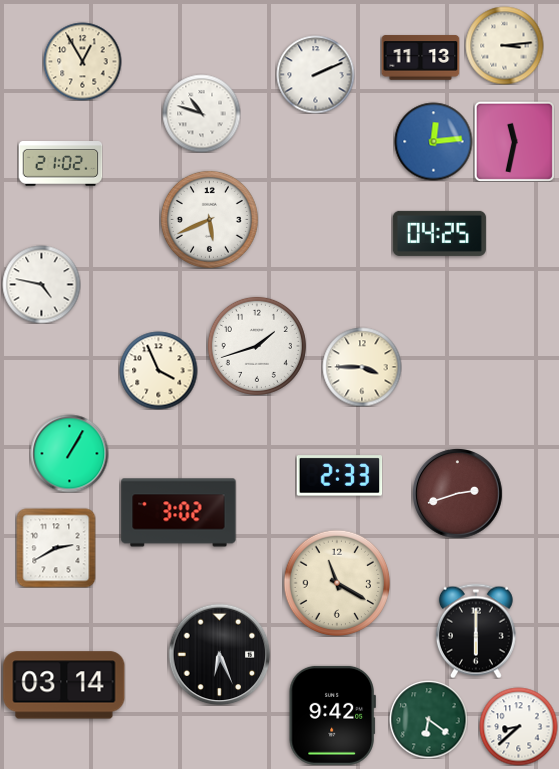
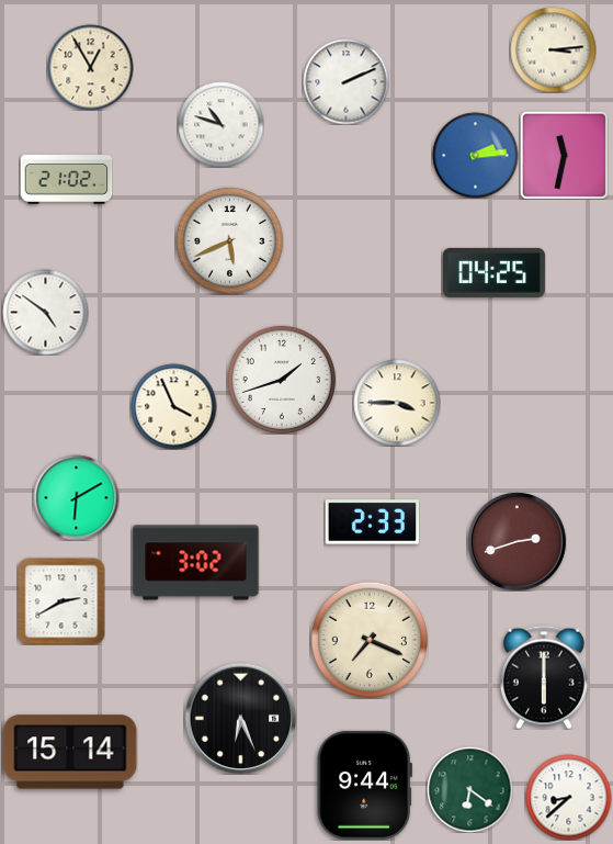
clock at (420, 58): 11:13 -> none
clock at (433, 141): 12:14 -> 2:14
clock at (439, 233) position: (439, 233) -> (493, 272)
clock at (41, 284): 4:47 -> 4:51
clock at (69, 453): 1:05 -> 6:10
clock at (458, 494) position: (458, 494) -> (518, 542)
clock at (337, 583): 11:20 -> 7:19
clock at (476, 631) position: (476, 631) -> (544, 677)
clock at (64, 685): 03:14 -> 15:14
clock at (332, 715): 9:42 -> 9:44
